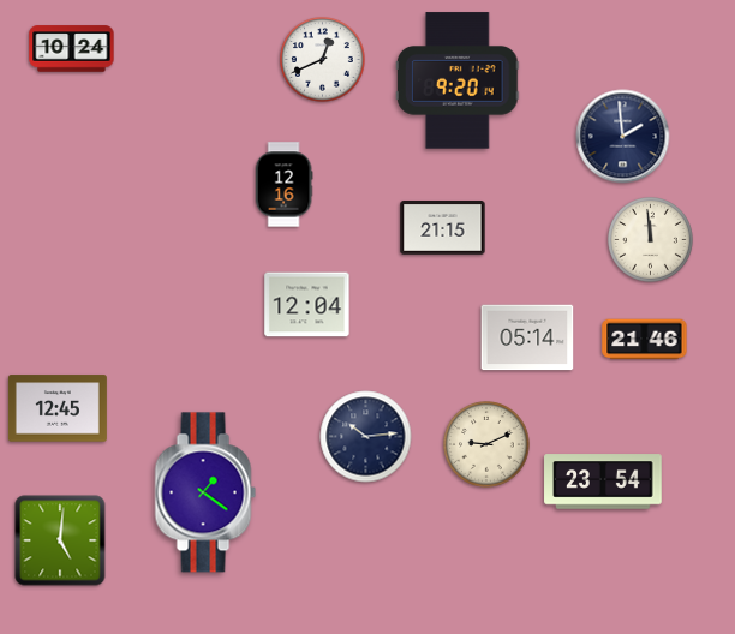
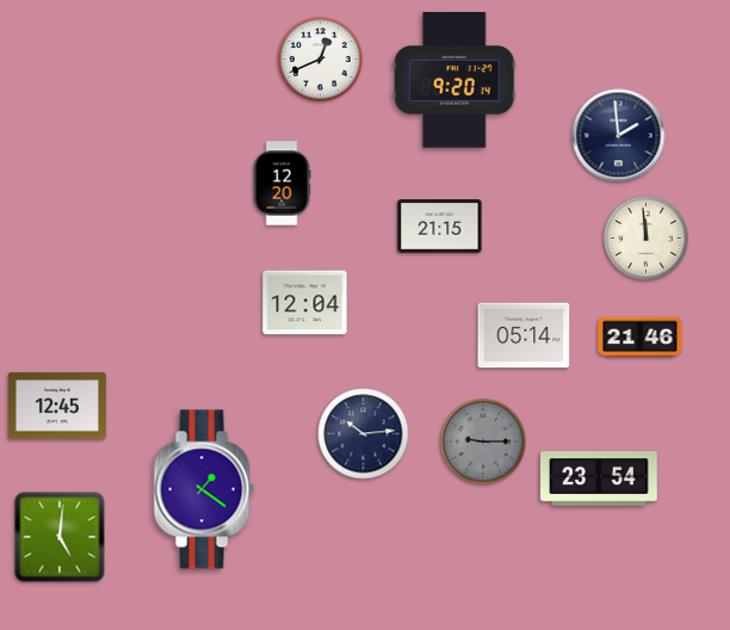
clock at (72, 49): 10:24 -> none
clock at (283, 185): 12:16 -> 12:20
clock at (486, 444): 9:11 -> 9:15
clock at (486, 444) dial: cream -> grey
